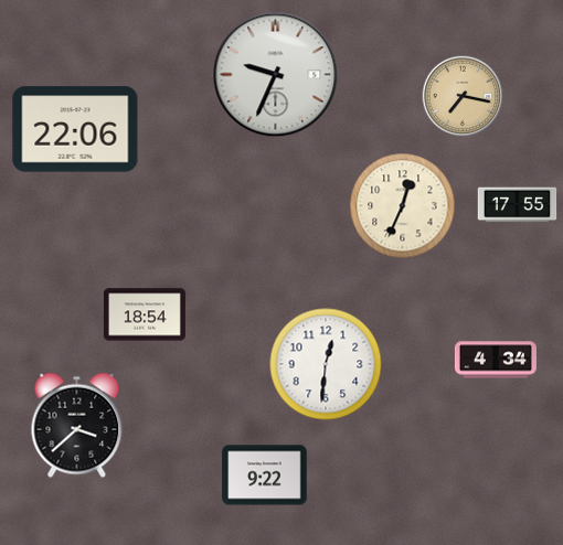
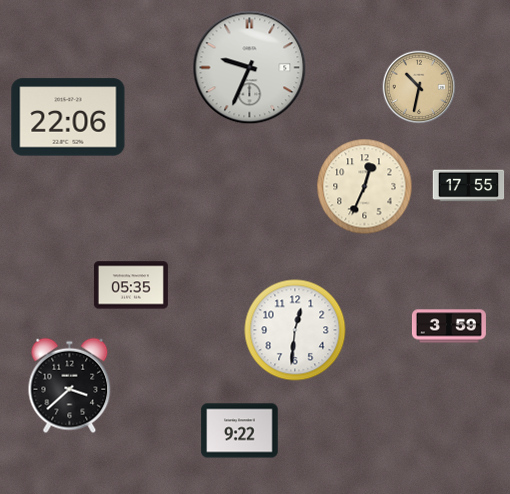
clock at (463, 96): 7:17 -> 10:32
clock at (145, 314): 18:54 -> 05:35
clock at (496, 360): 4:34 -> 3:59
